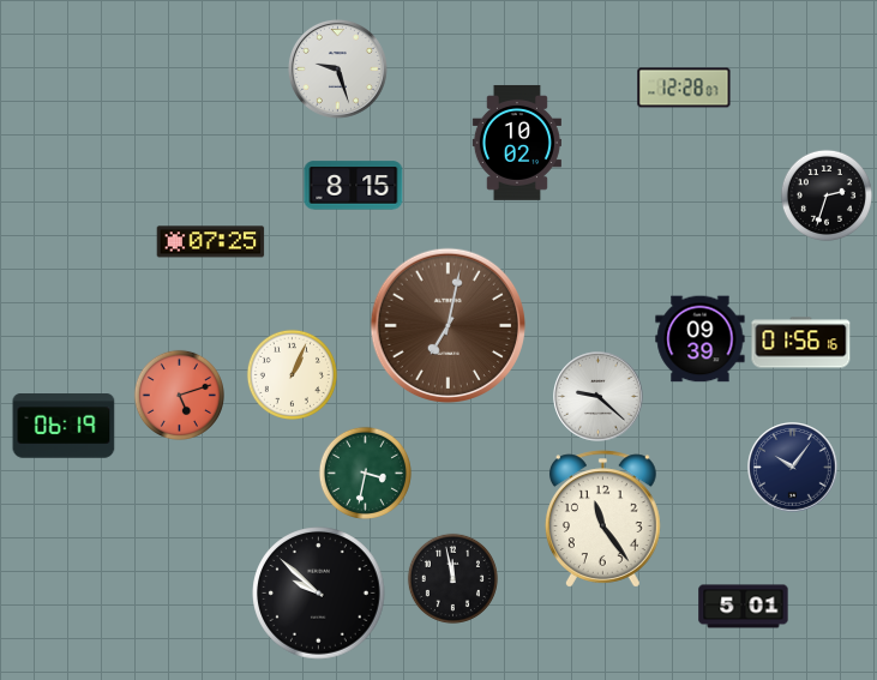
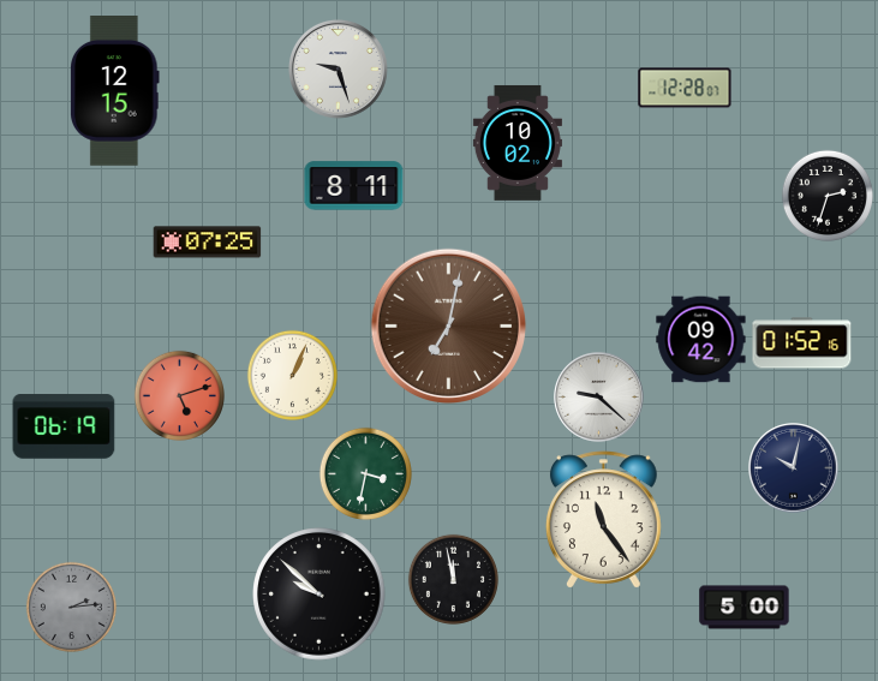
clock at (115, 91): none -> 12:15
clock at (354, 186): 8:15 -> 8:11
clock at (211, 242) position: (211, 242) -> (208, 243)
clock at (701, 339): 09:39 -> 09:42
clock at (801, 343): 01:56 -> 01:52
clock at (793, 468): 10:06 -> 10:02
clock at (71, 607): none -> 2:14
clock at (744, 607): 5:01 -> 5:00
